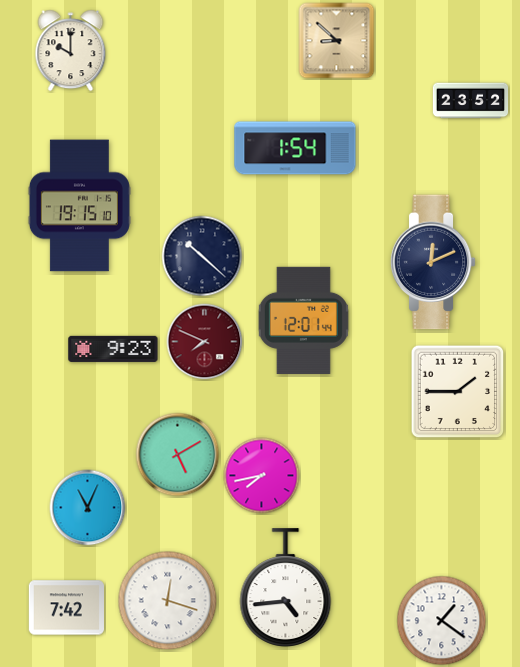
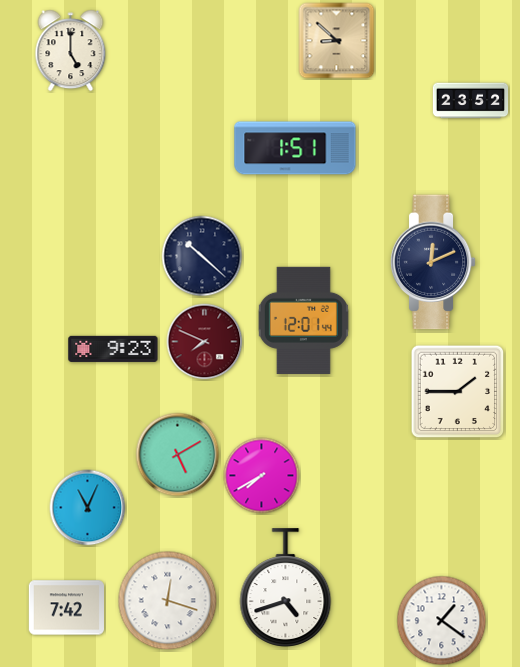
clock at (71, 51): 10:00 -> 5:00
clock at (295, 148): 1:54 -> 1:51
clock at (79, 206): 19:15 -> none
clock at (262, 476): 7:43 -> 7:40
clock at (286, 588): 4:44 -> 4:42
